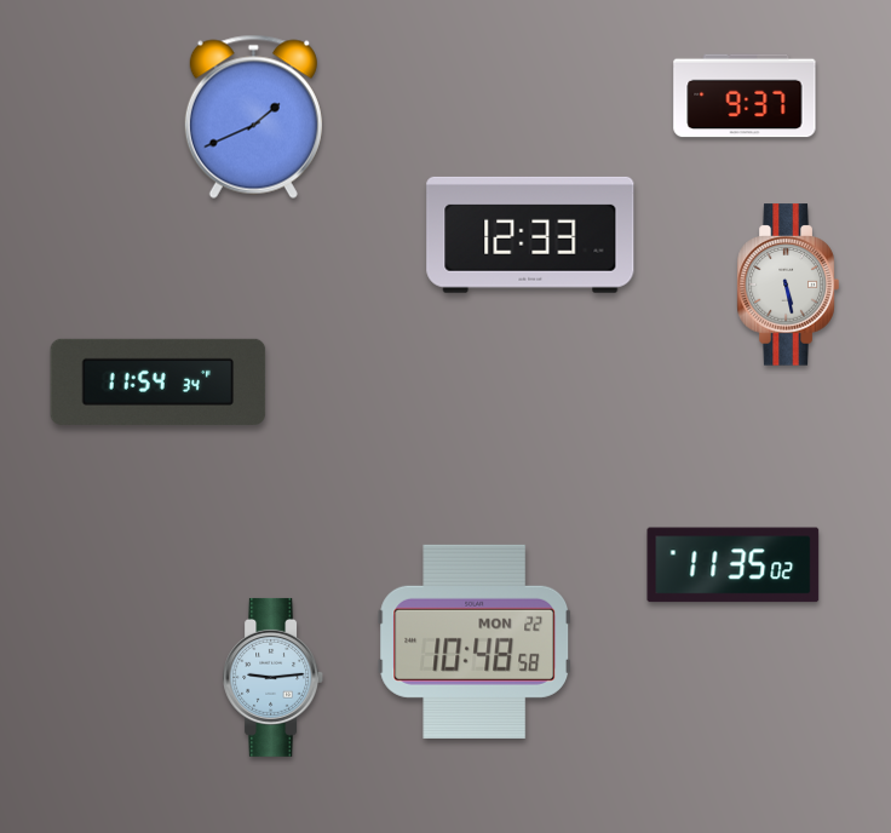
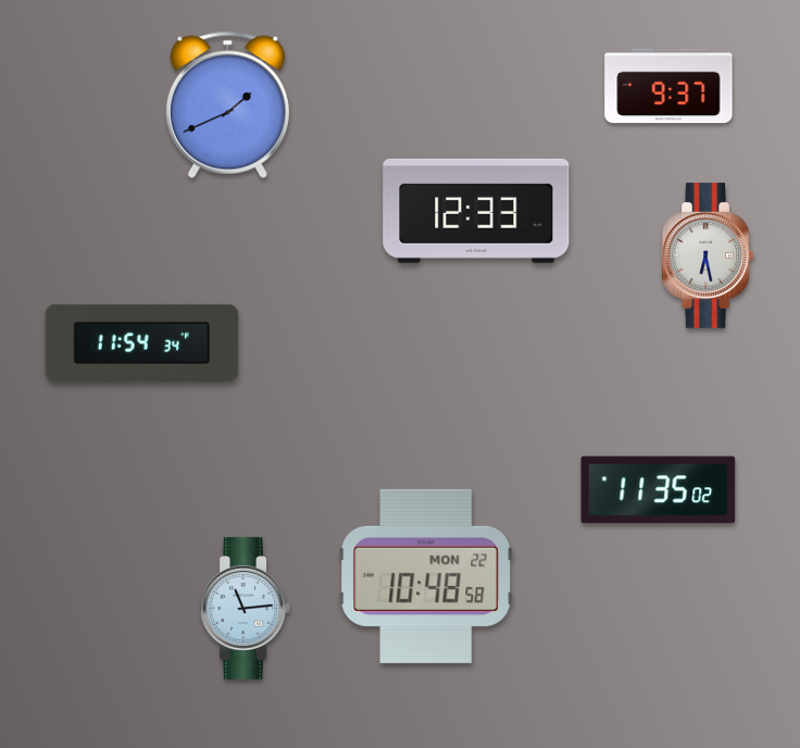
clock at (788, 285): 5:28 -> 6:28
clock at (734, 565) position: (734, 565) -> (659, 490)
clock at (274, 677): 9:14 -> 11:14
